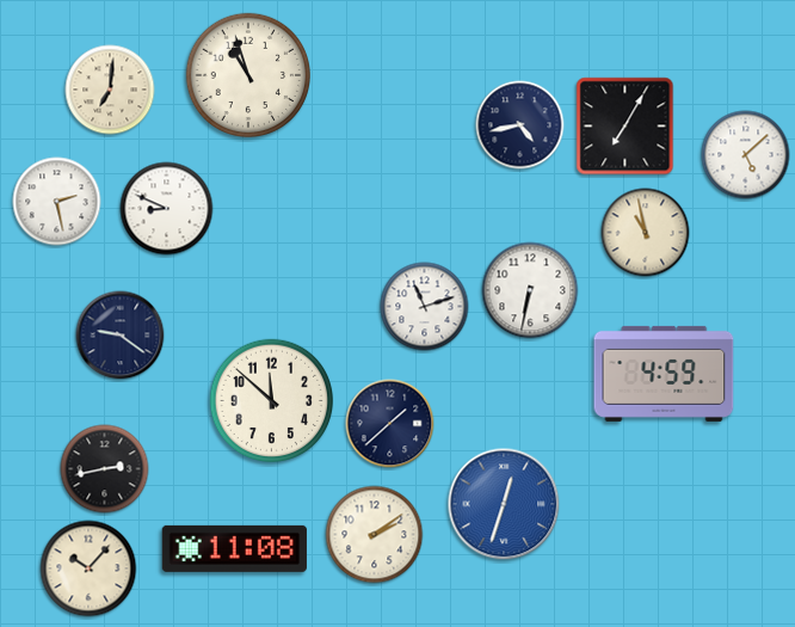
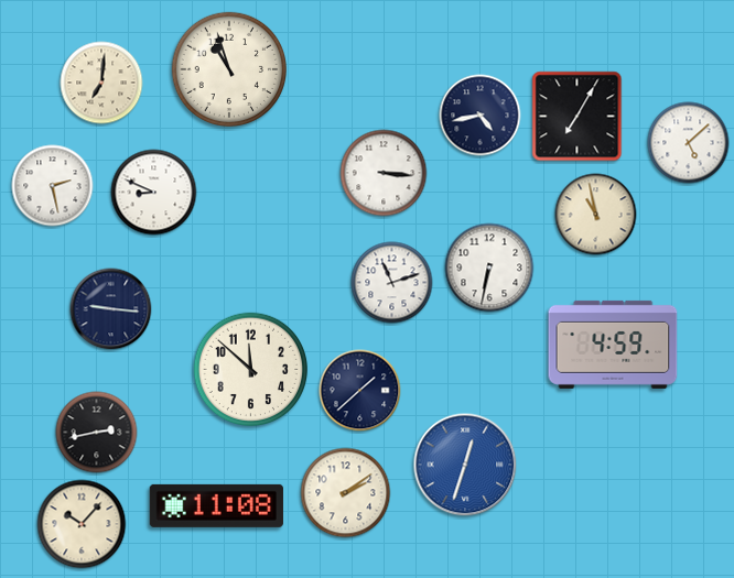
clock at (384, 173): none -> 3:16
clock at (121, 336): 9:21 -> 9:16
